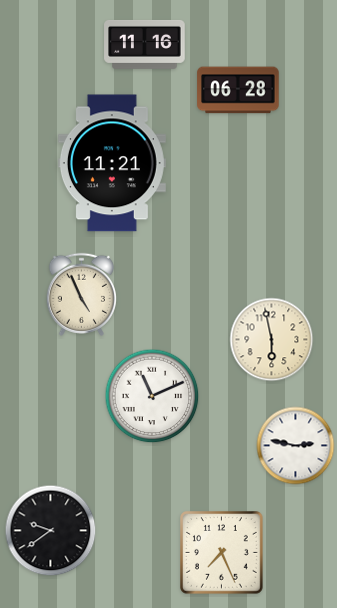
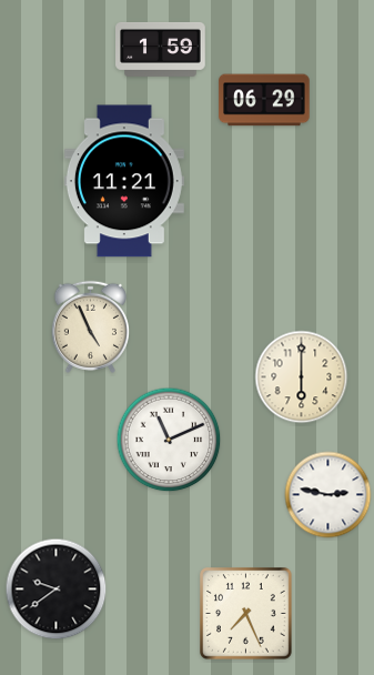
clock at (145, 44): 11:16 -> 1:59
clock at (238, 90): 06:28 -> 06:29
clock at (272, 340): 5:58 -> 6:00
